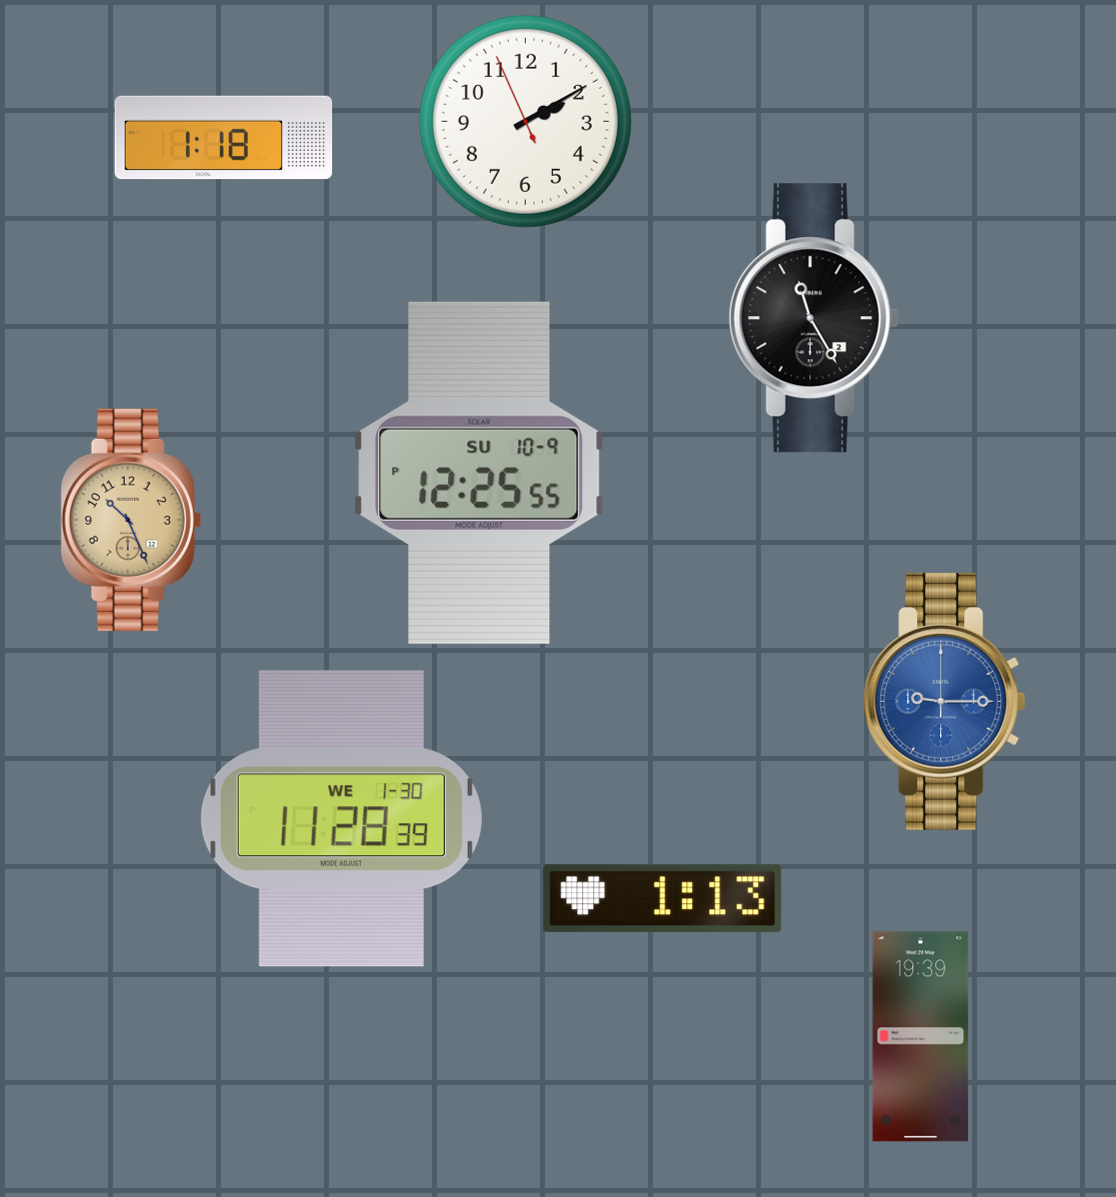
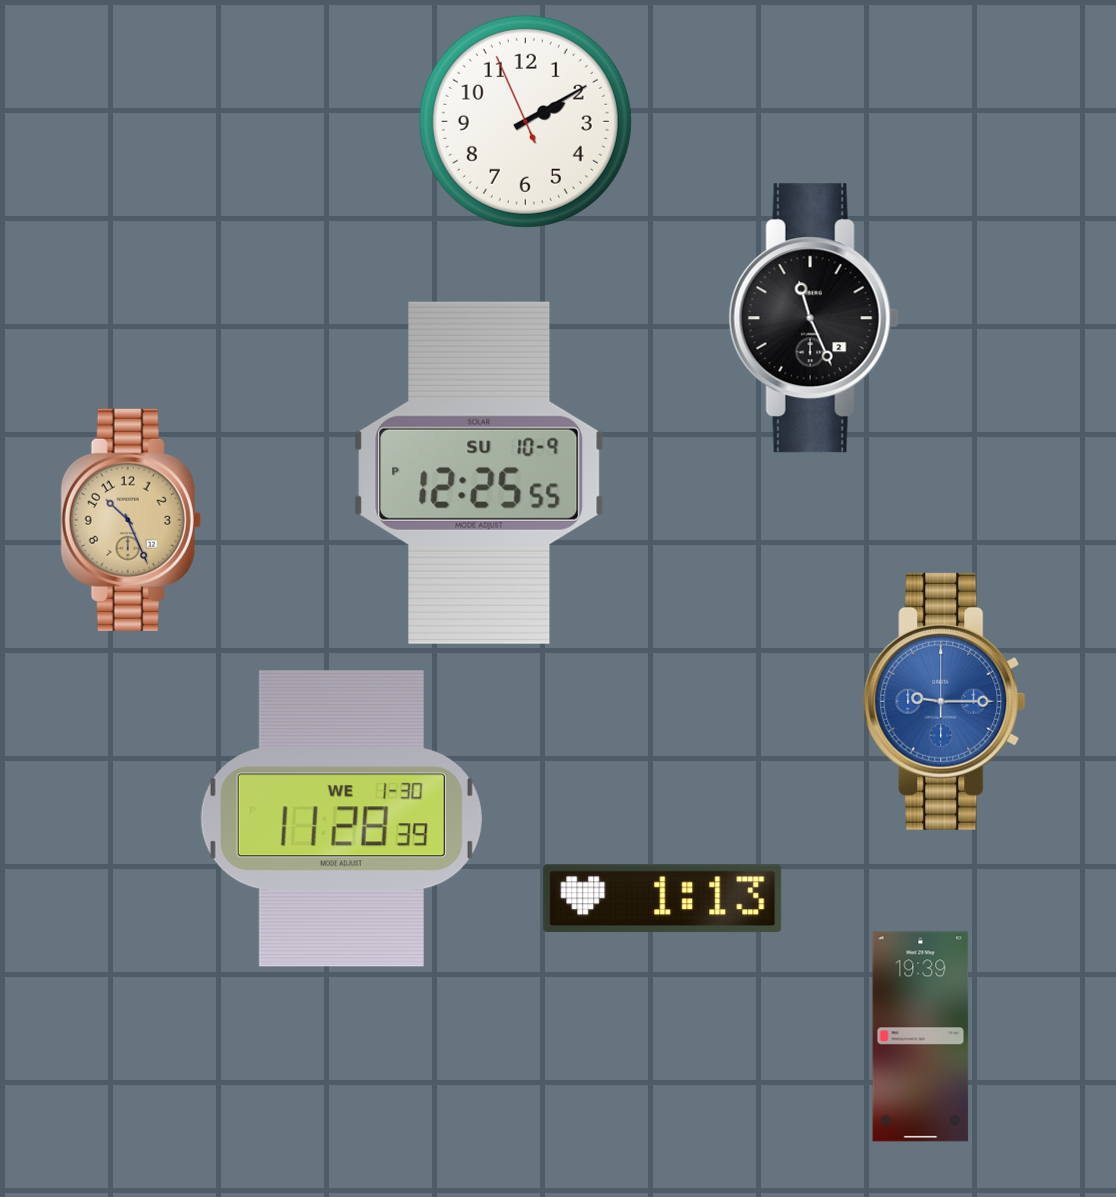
clock at (224, 138): 1:18 -> none
clock at (814, 318): 11:25 -> 11:26
